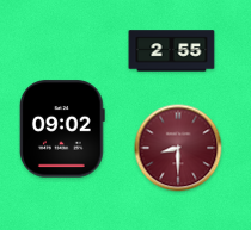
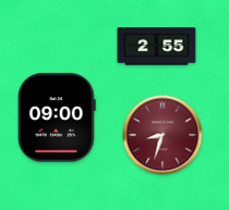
clock at (63, 129): 09:02 -> 09:00
clock at (178, 148): 8:30 -> 8:33
